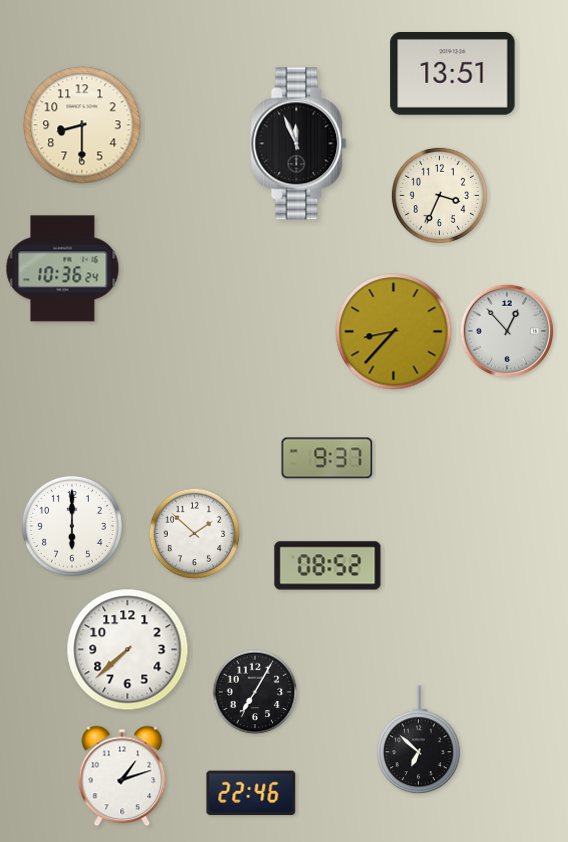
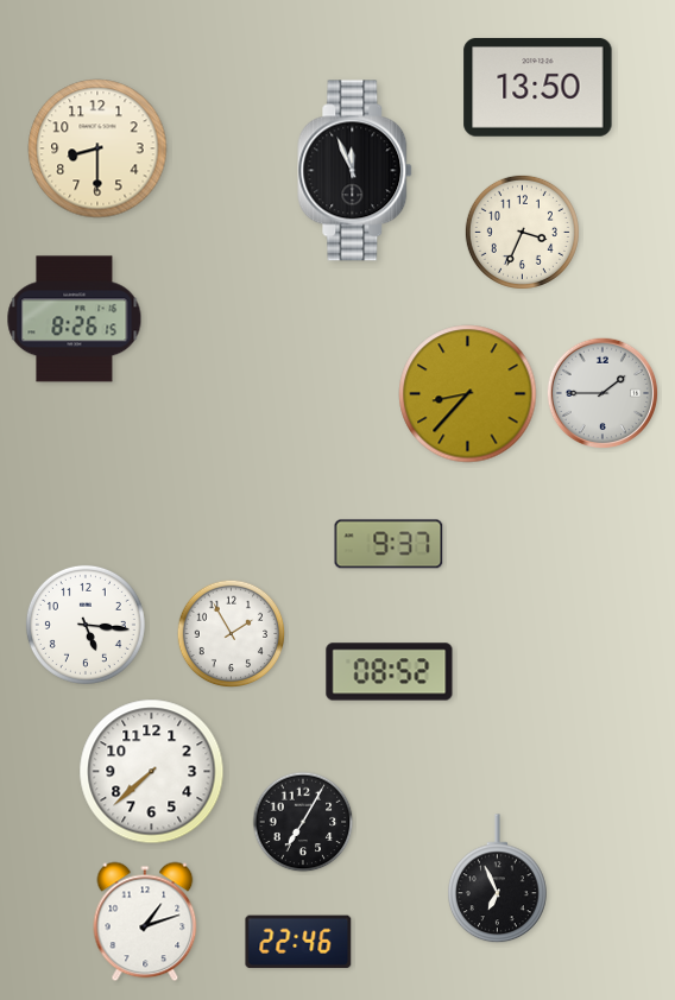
clock at (453, 74): 13:51 -> 13:50
clock at (63, 269): 10:36 -> 8:26
clock at (507, 331): 12:53 -> 1:45
clock at (72, 526): 6:00 -> 5:16
clock at (195, 534): 1:52 -> 1:55
clock at (419, 740): 6:52 -> 6:56
